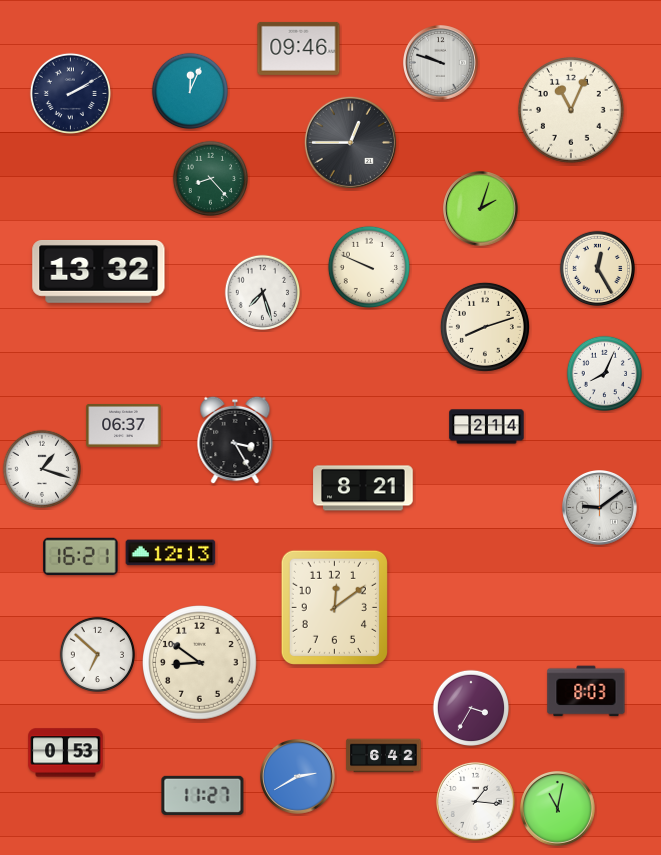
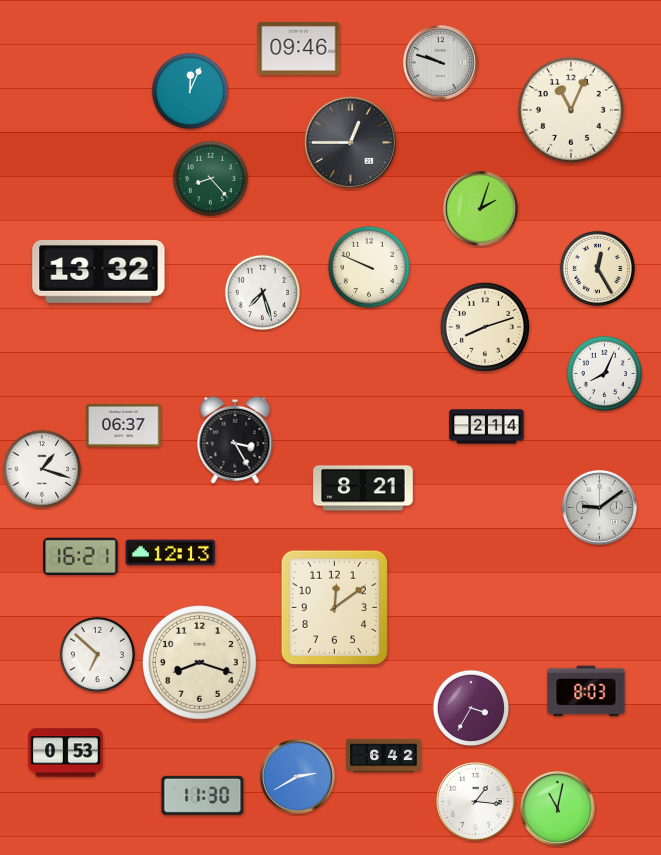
clock at (70, 93): 2:10 -> none
clock at (200, 663): 8:51 -> 8:18
clock at (203, 795): 11:27 -> 11:30
